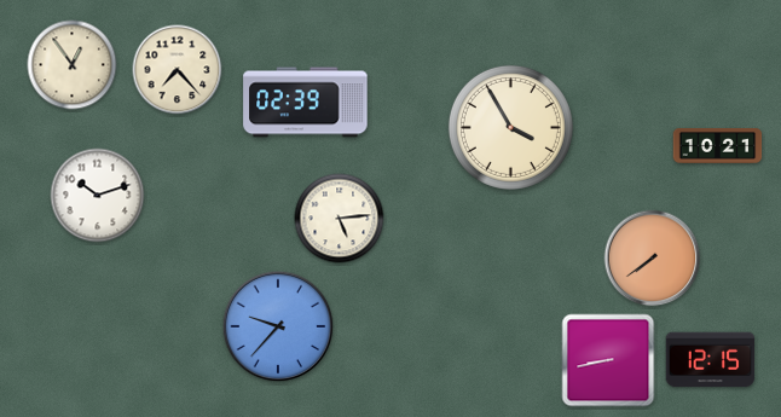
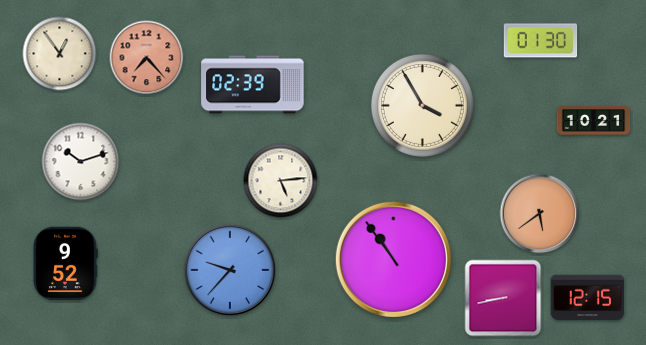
clock at (541, 41): none -> 01:30
clock at (178, 70) dial: cream -> salmon
clock at (653, 259): 7:39 -> 5:39
clock at (393, 259): none -> 10:54
clock at (65, 264): none -> 9:52
